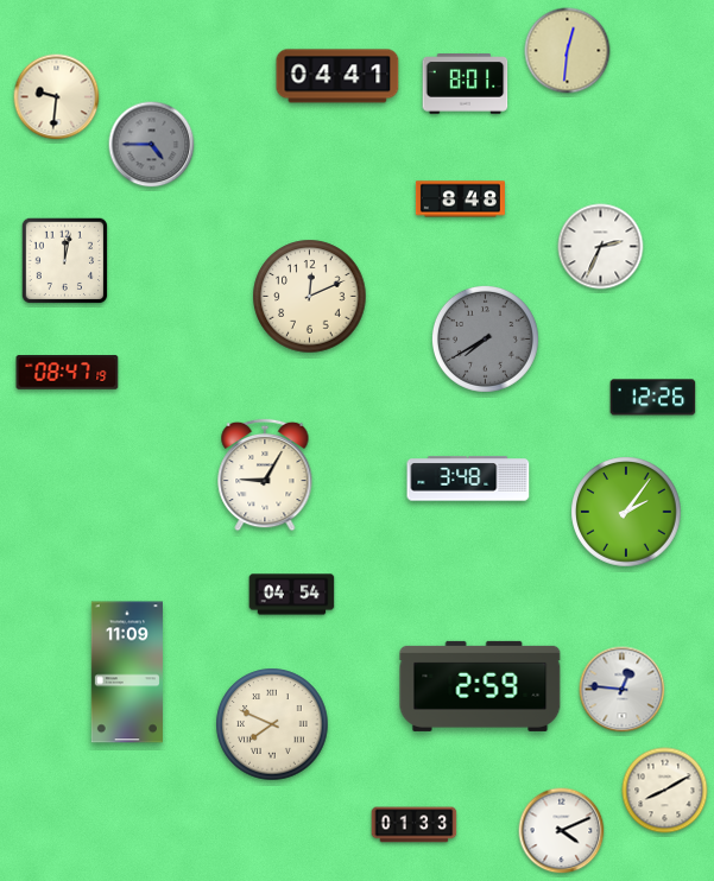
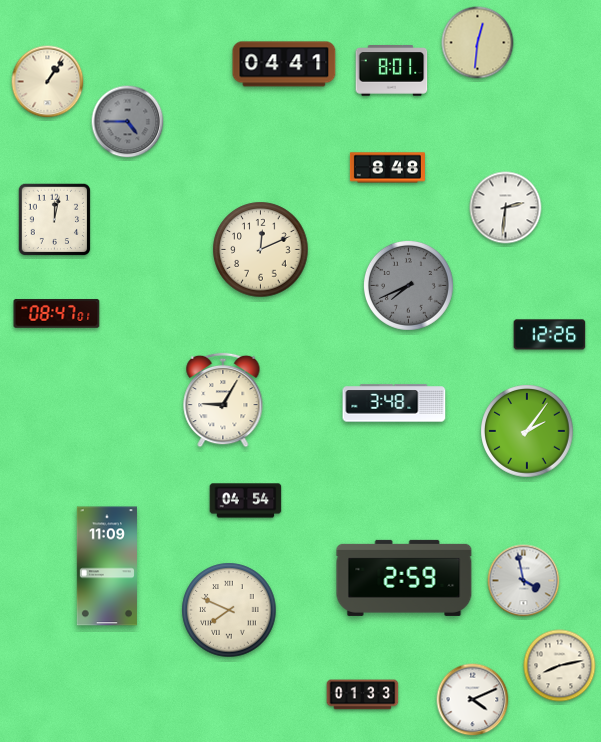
clock at (57, 97): 9:31 -> 1:06
clock at (601, 247): 2:34 -> 2:31
clock at (485, 338): 7:40 -> 7:41
clock at (68, 373): 08:47:19 -> 08:47:01
clock at (623, 690): 12:46 -> 3:58
clock at (665, 791): 8:10 -> 8:13
clock at (415, 825) position: (415, 825) -> (363, 695)
